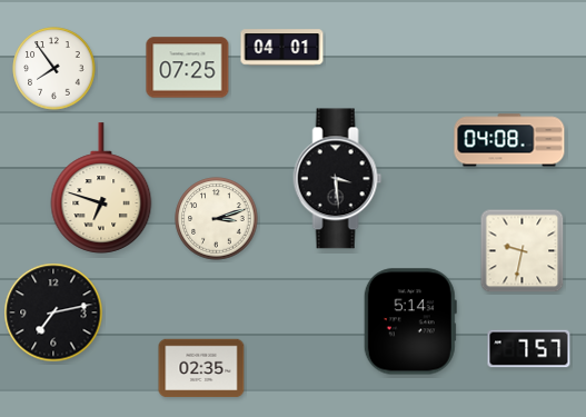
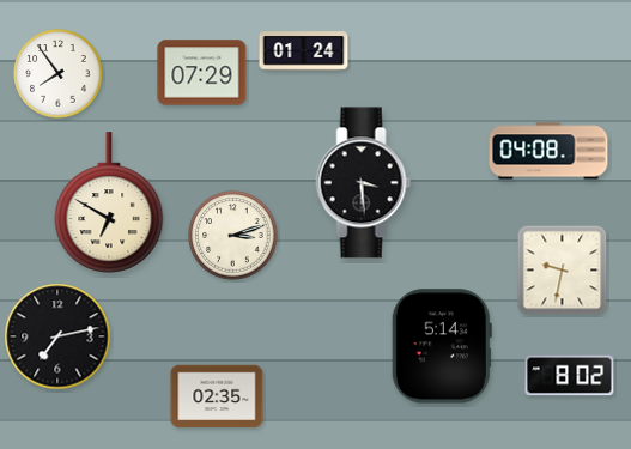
clock at (282, 48): 04:01 -> 01:24
clock at (188, 68): 07:25 -> 07:29
clock at (338, 179) position: (338, 179) -> (364, 183)
clock at (101, 188): 6:48 -> 6:50
clock at (529, 349): 7:57 -> 8:02
